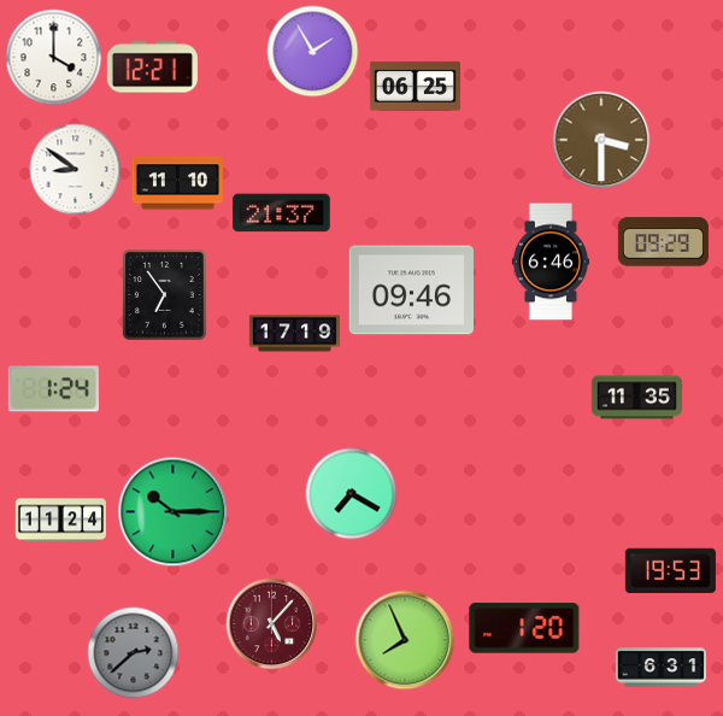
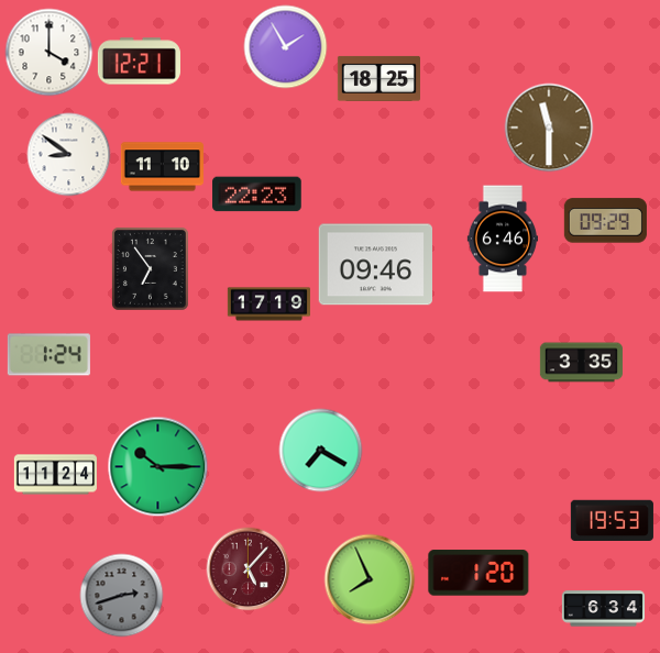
clock at (415, 86): 06:25 -> 18:25
clock at (601, 140): 3:30 -> 11:30
clock at (282, 213): 21:37 -> 22:23
clock at (636, 398): 11:35 -> 3:35
clock at (405, 640) position: (405, 640) -> (370, 579)
clock at (134, 653): 2:38 -> 2:42
clock at (660, 668): 6:31 -> 6:34
